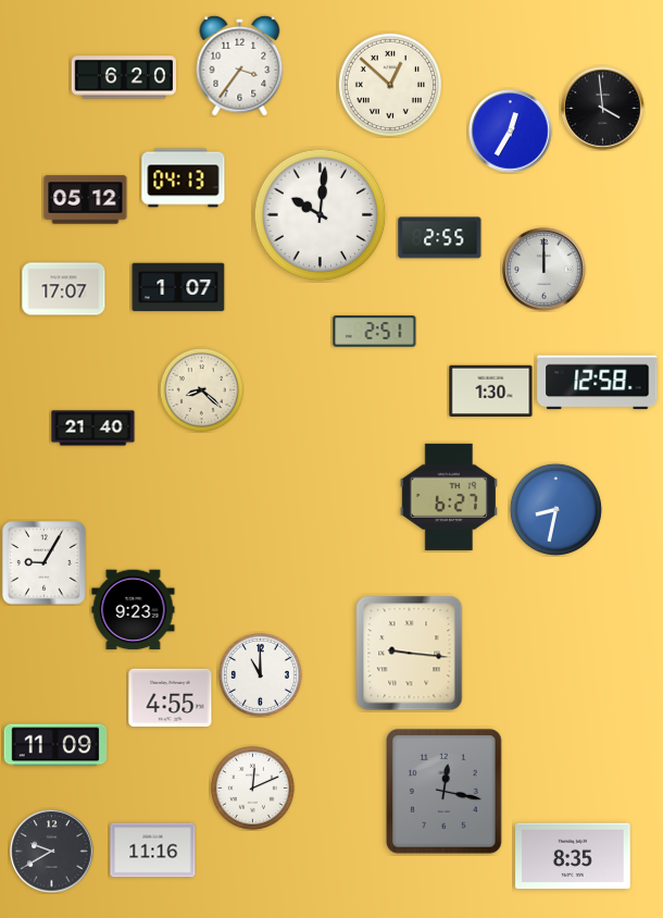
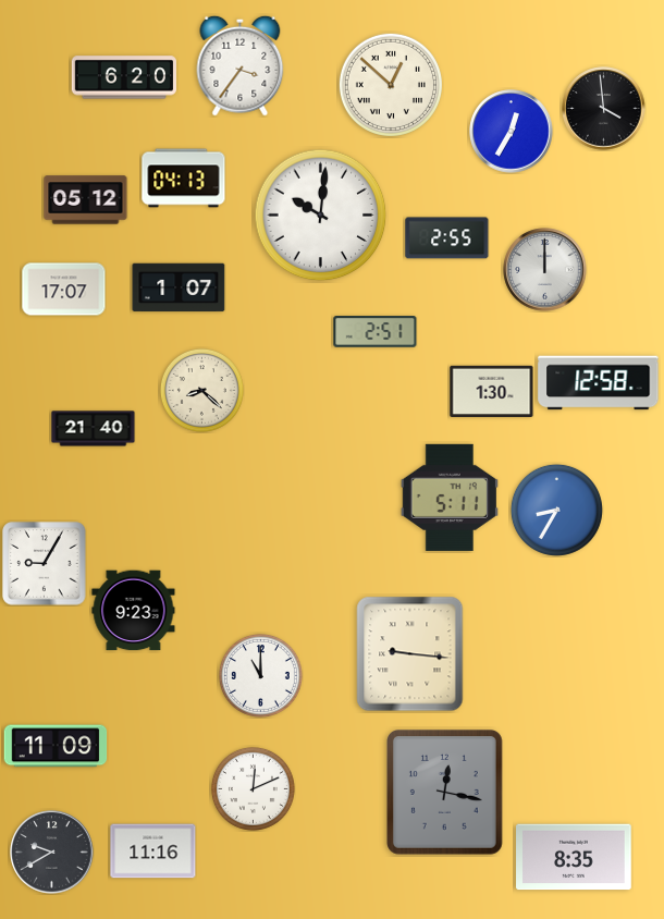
clock at (440, 238) position: (440, 238) -> (447, 238)
clock at (449, 497): 6:27 -> 5:11
clock at (555, 509): 8:32 -> 8:35
clock at (171, 698): 4:55 -> none
